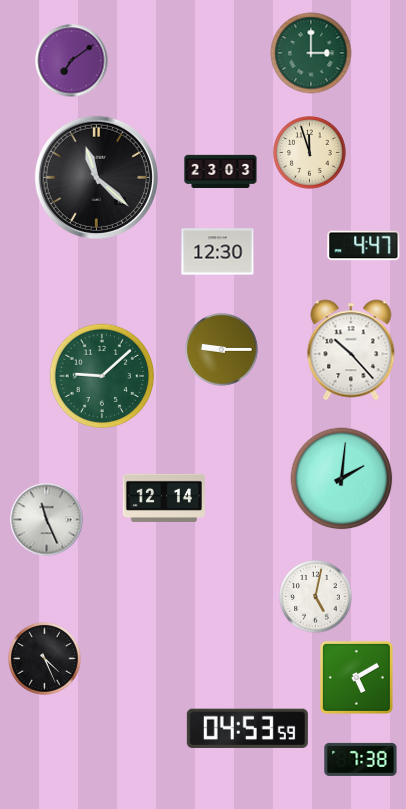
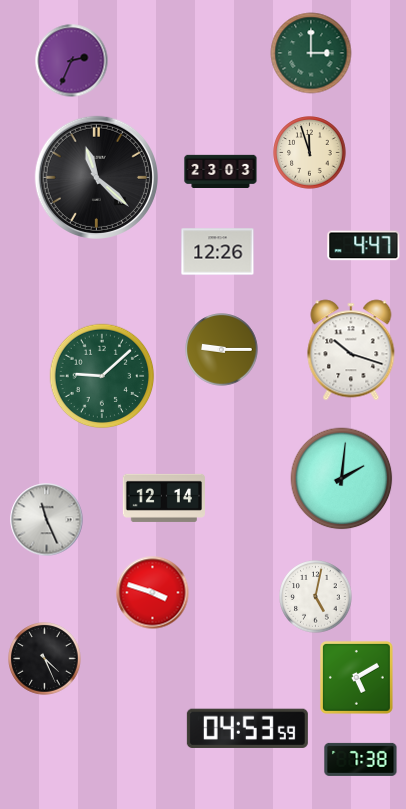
clock at (72, 61): 7:09 -> 2:34
clock at (218, 252): 12:30 -> 12:26
clock at (351, 350): 10:23 -> 10:18
clock at (153, 593): none -> 3:48
